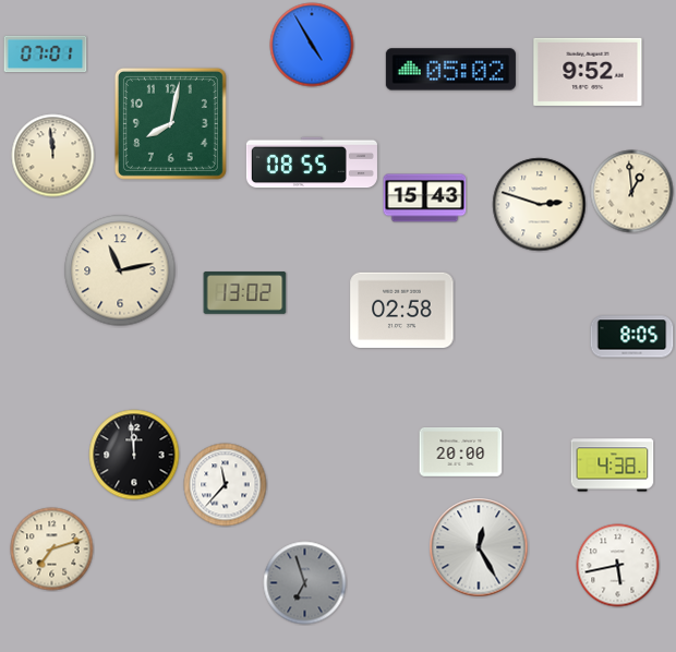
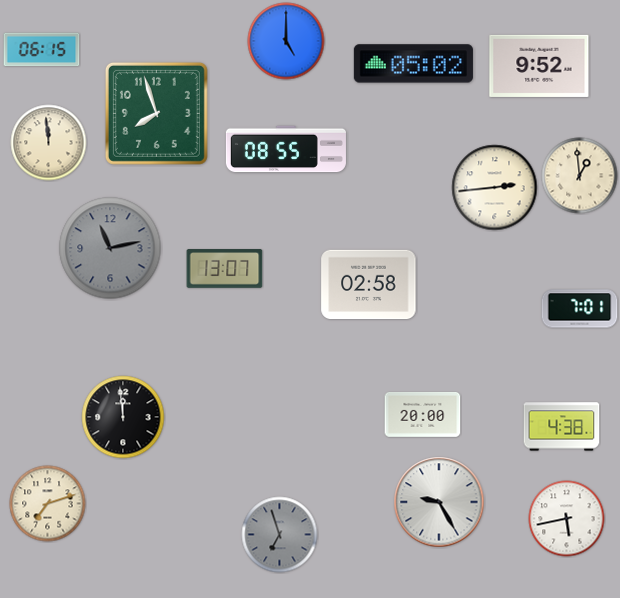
clock at (312, 45): 4:55 -> 5:00
clock at (46, 55): 07:01 -> 06:15
clock at (170, 123): 8:02 -> 7:57
clock at (425, 198): 15:43 -> none
clock at (540, 205): 2:48 -> 2:44
clock at (120, 270) dial: cream -> grey
clock at (245, 293): 13:02 -> 13:07
clock at (632, 337): 8:05 -> 7:01
clock at (226, 485): 11:37 -> none
clock at (479, 547): 12:25 -> 9:25
